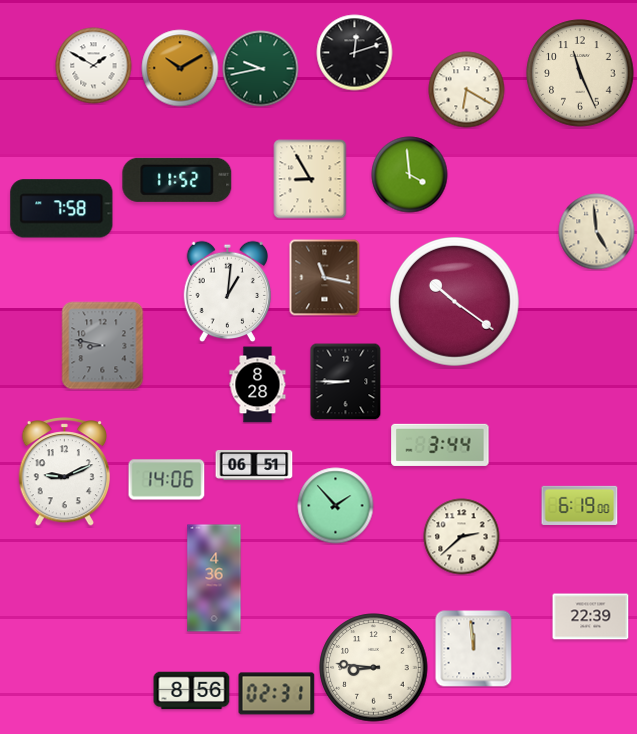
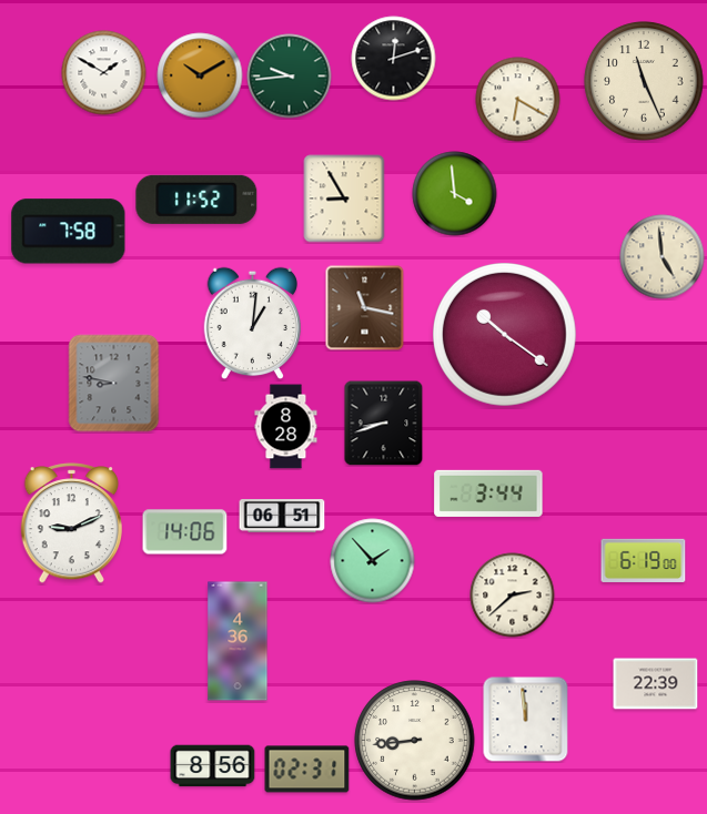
clock at (261, 69): 9:43 -> 9:44
clock at (325, 278) position: (325, 278) -> (365, 308)
clock at (346, 381): 8:45 -> 8:42
clock at (374, 668): 8:46 -> 8:44
